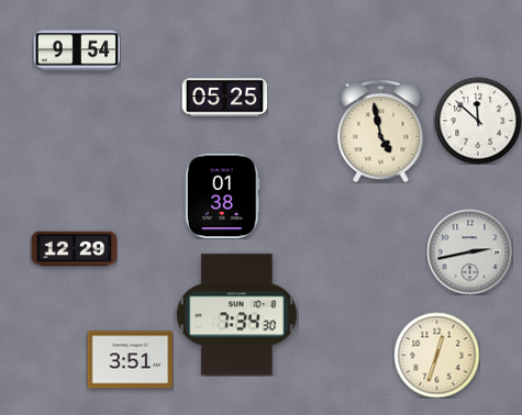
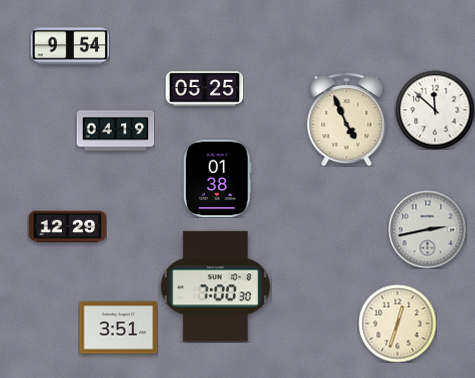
clock at (381, 131): 4:58 -> 4:56
clock at (115, 131): none -> 04:19
clock at (223, 195) position: (223, 195) -> (218, 178)
clock at (236, 315): 7:34 -> 7:00
